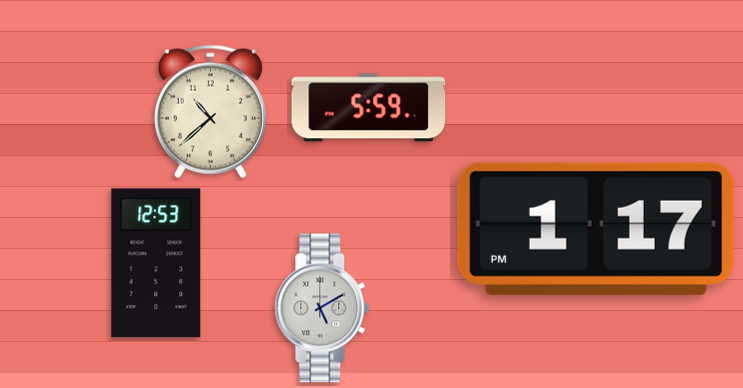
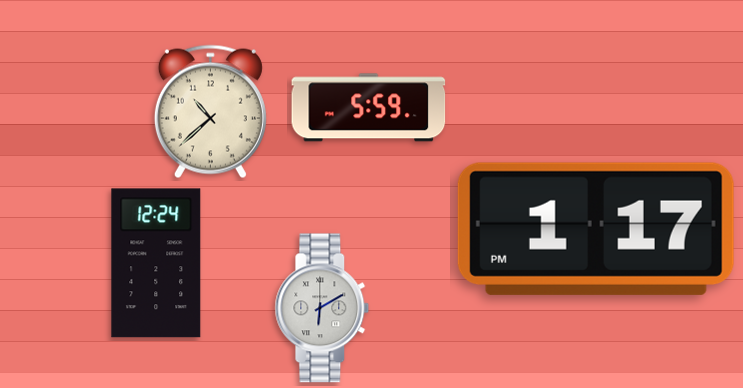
clock at (156, 263): 12:53 -> 12:24
clock at (322, 308): 5:10 -> 6:10
